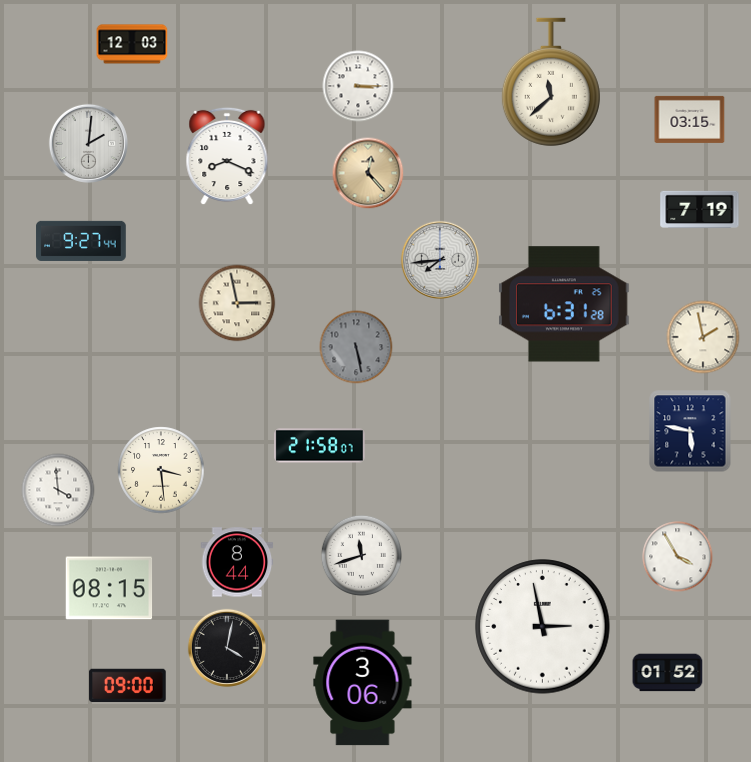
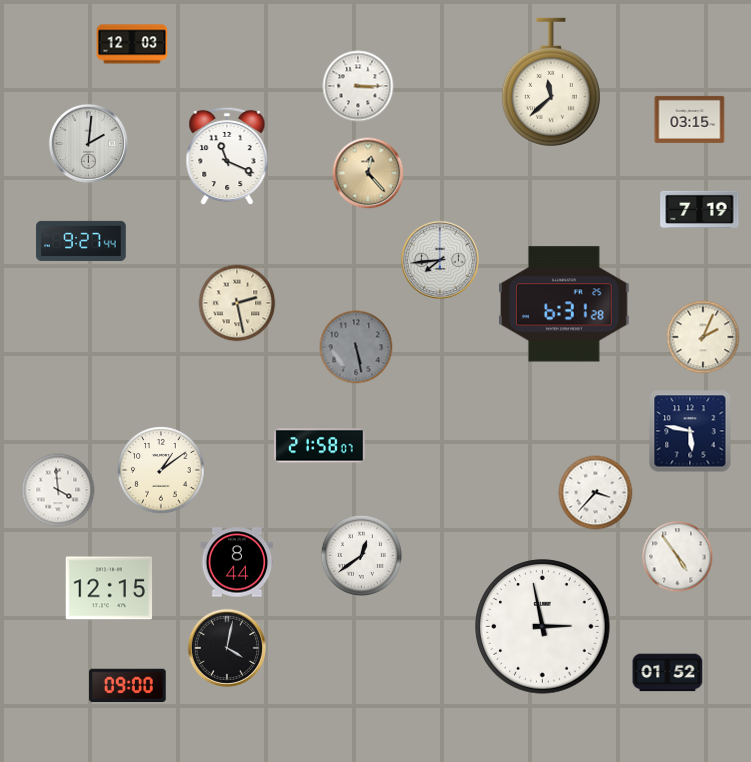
clock at (227, 156): 8:19 -> 11:19
clock at (237, 303): 2:58 -> 2:28
clock at (703, 337): 1:58 -> 2:04
clock at (161, 470): 3:29 -> 1:09
clock at (596, 493): none -> 3:37
clock at (361, 555): 11:42 -> 12:39
clock at (678, 557): 3:55 -> 4:54
clock at (109, 588): 08:15 -> 12:15
clock at (363, 683): 3:06 -> none
